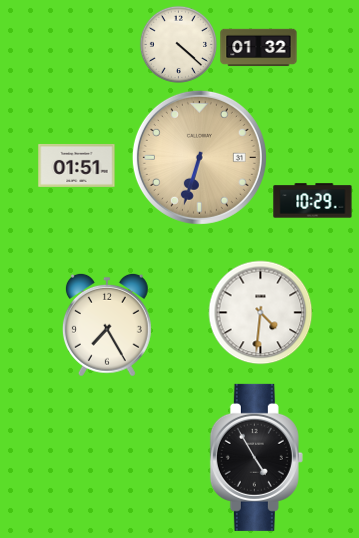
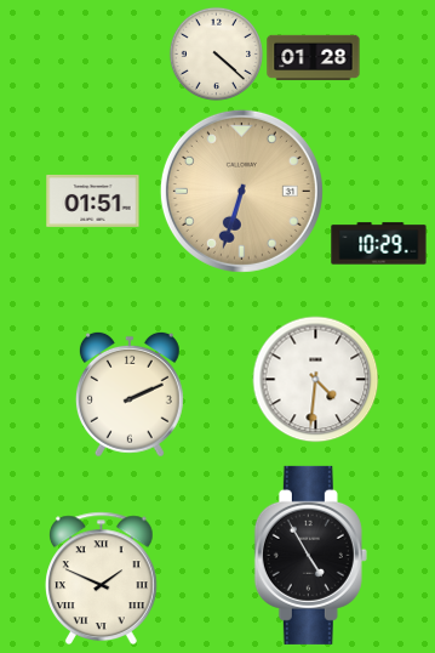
clock at (259, 48): 01:32 -> 01:28
clock at (107, 325): 7:25 -> 2:11
clock at (102, 578): none -> 1:49
